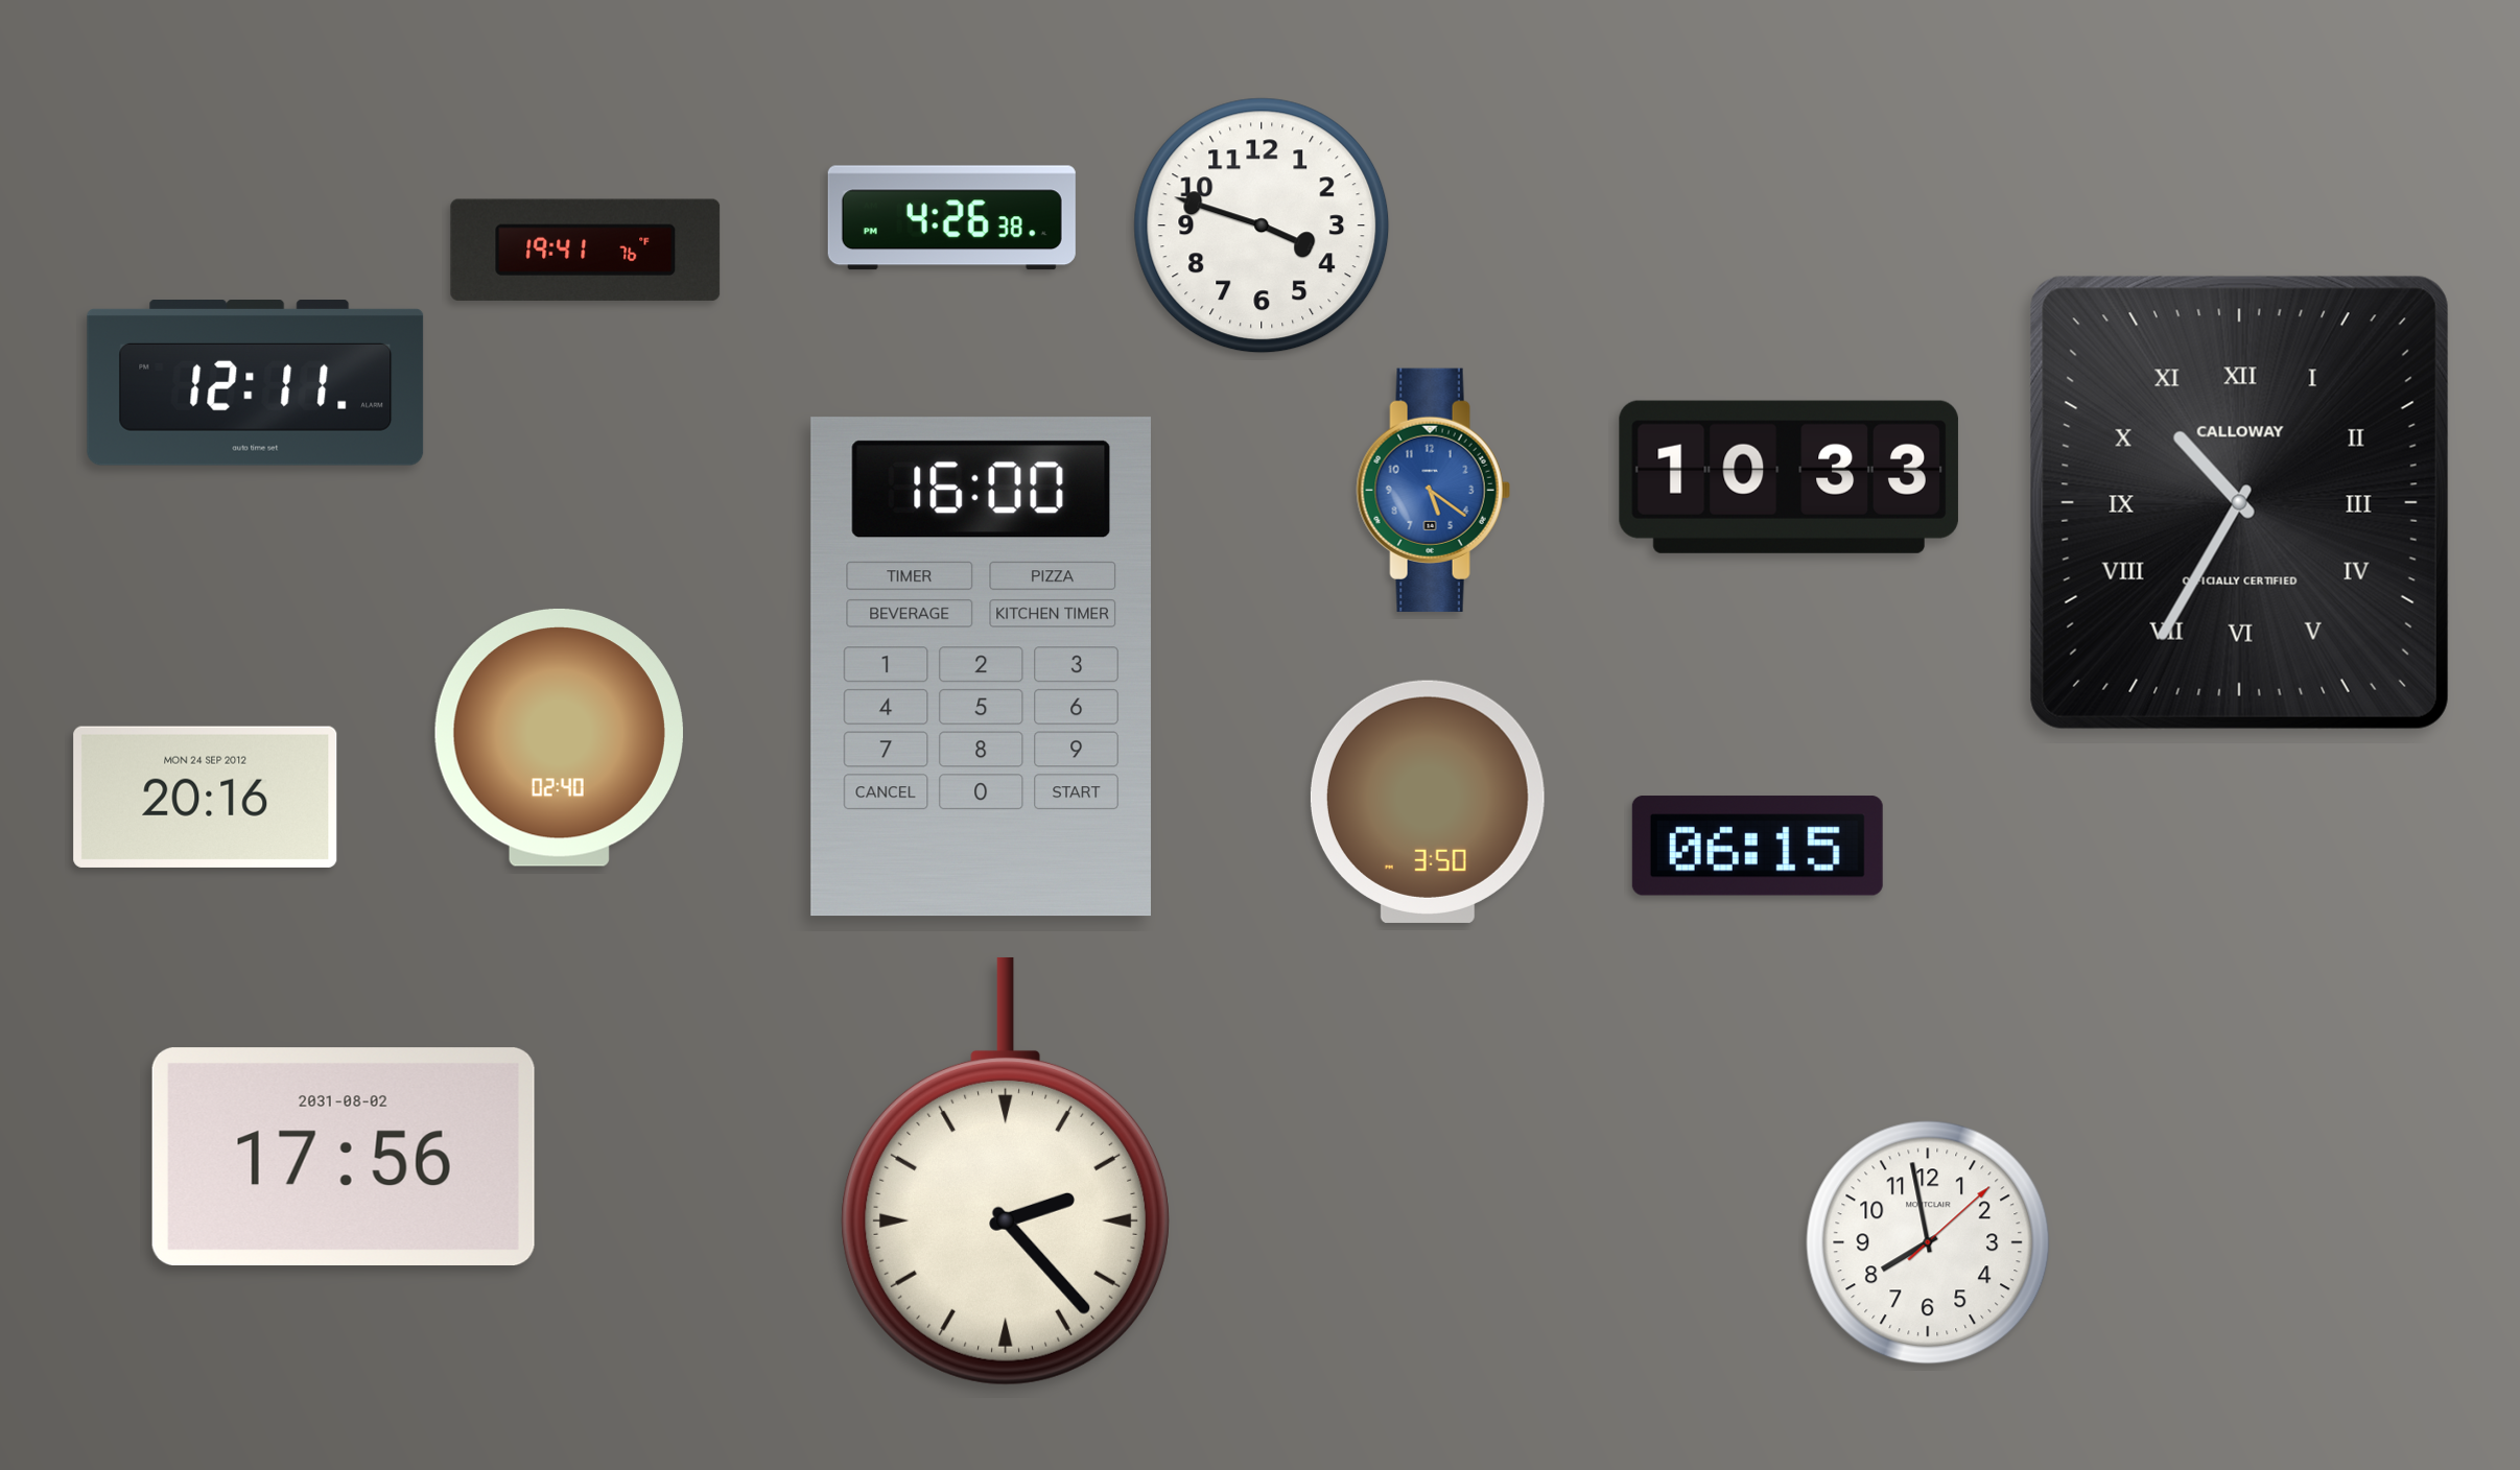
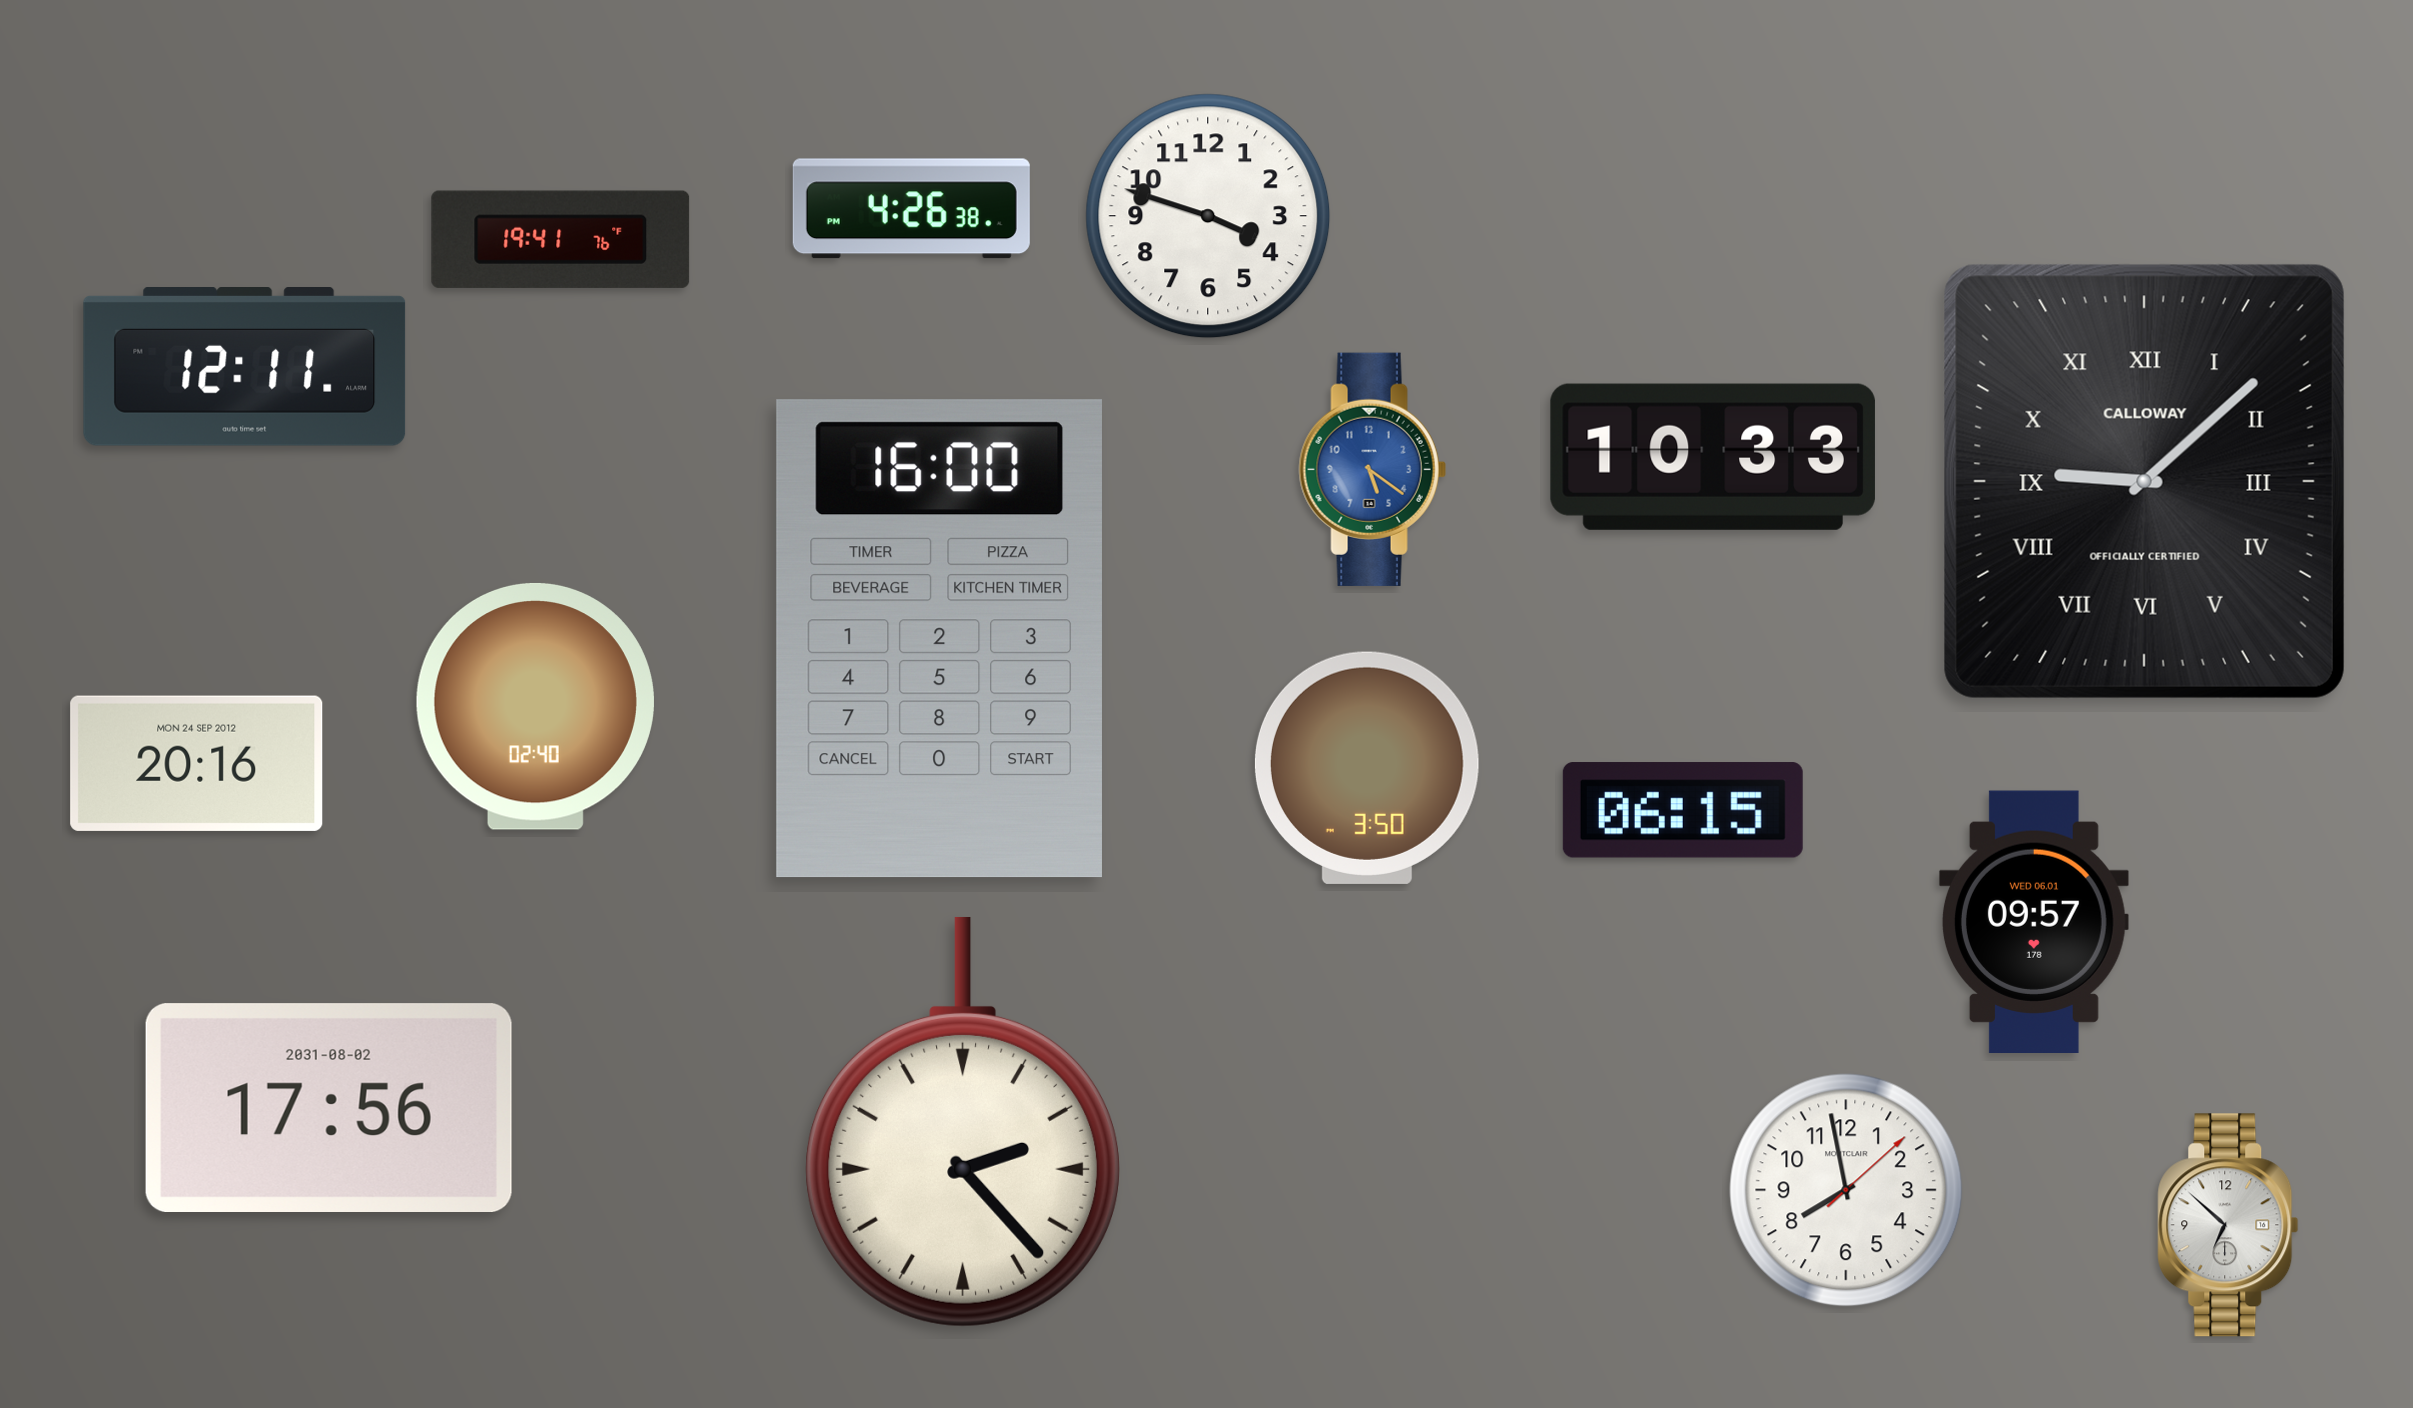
clock at (2239, 502): 10:35 -> 9:08
clock at (2034, 921): none -> 09:57
clock at (2228, 1225): none -> 6:52
